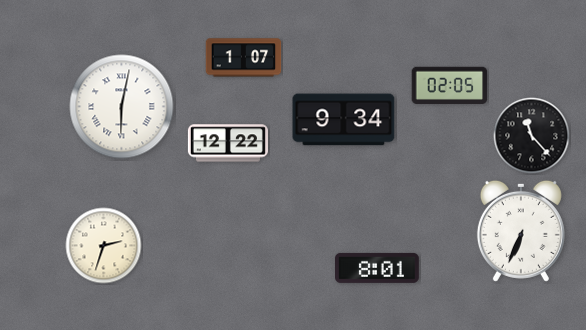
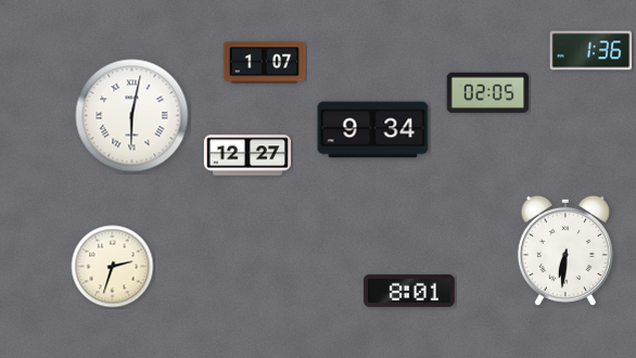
clock at (592, 51): none -> 1:36
clock at (532, 136): 11:23 -> none
clock at (228, 143): 12:22 -> 12:27
clock at (521, 231): 6:34 -> 6:31
